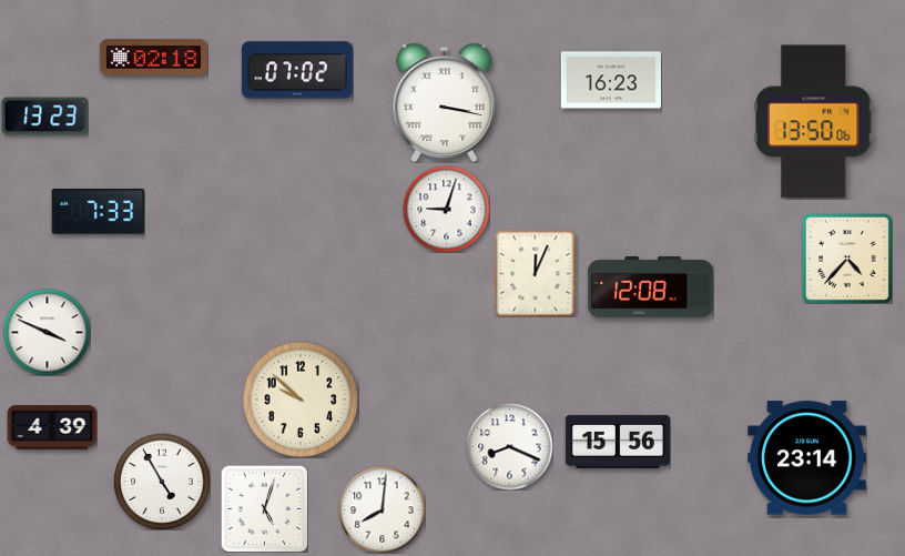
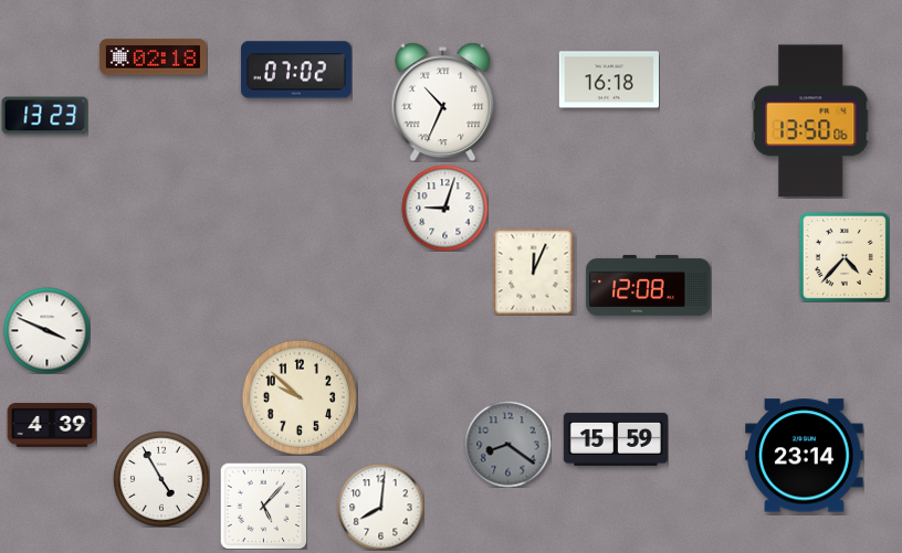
clock at (610, 80): 16:23 -> 16:18
clock at (445, 102): 3:17 -> 10:34
clock at (98, 212): 7:33 -> none
clock at (618, 442): 15:56 -> 15:59
clock at (509, 446): 8:19 -> 8:21
clock at (509, 446) dial: white -> grey
clock at (264, 508): 5:03 -> 5:07
